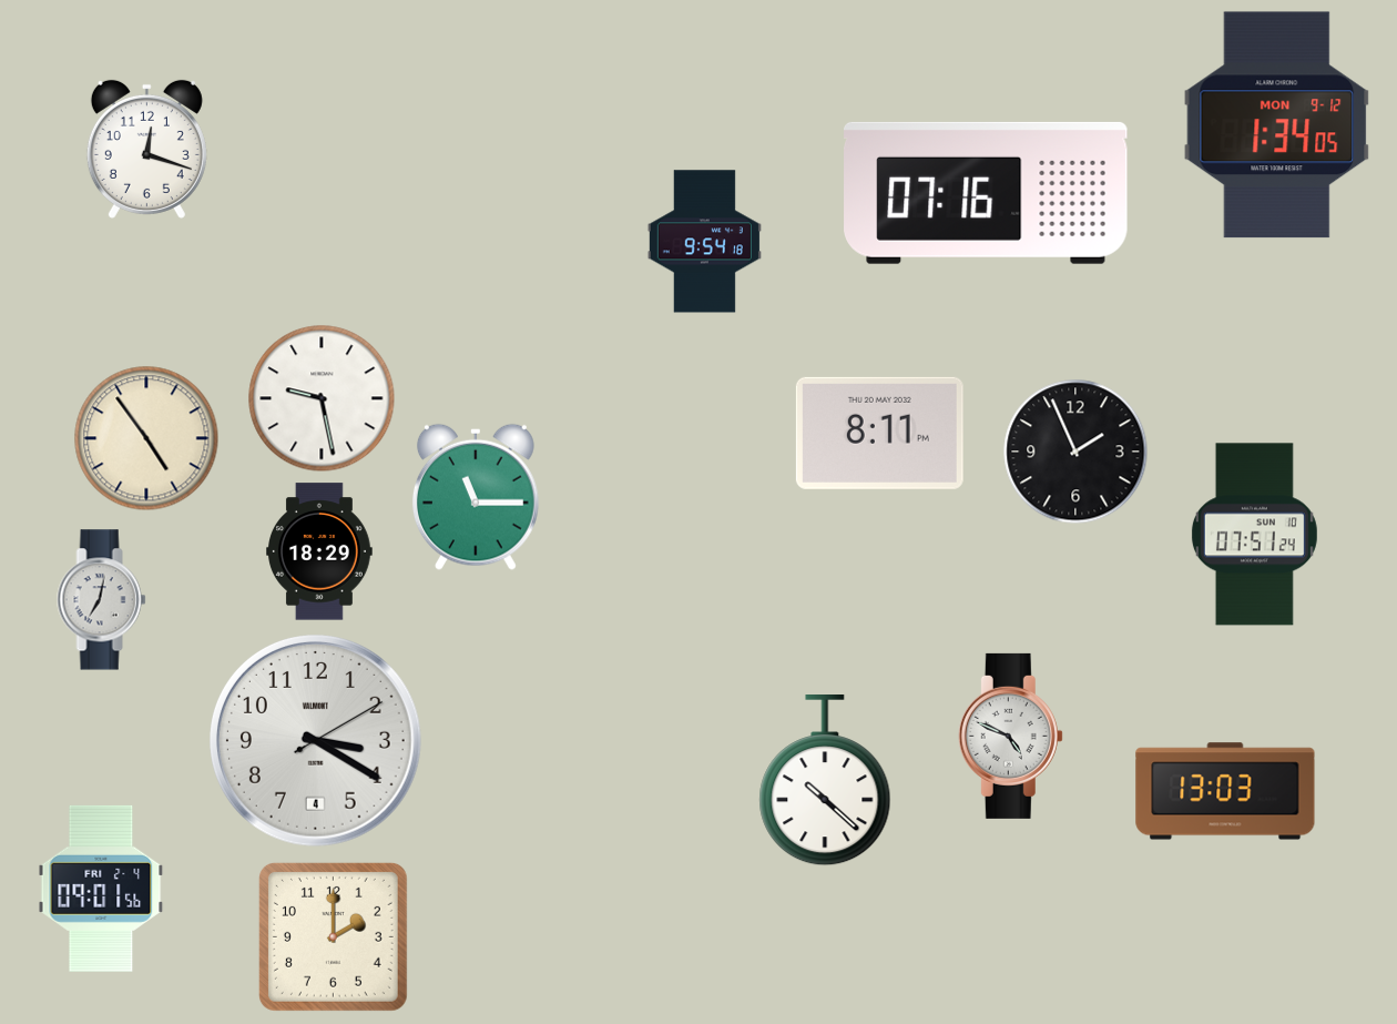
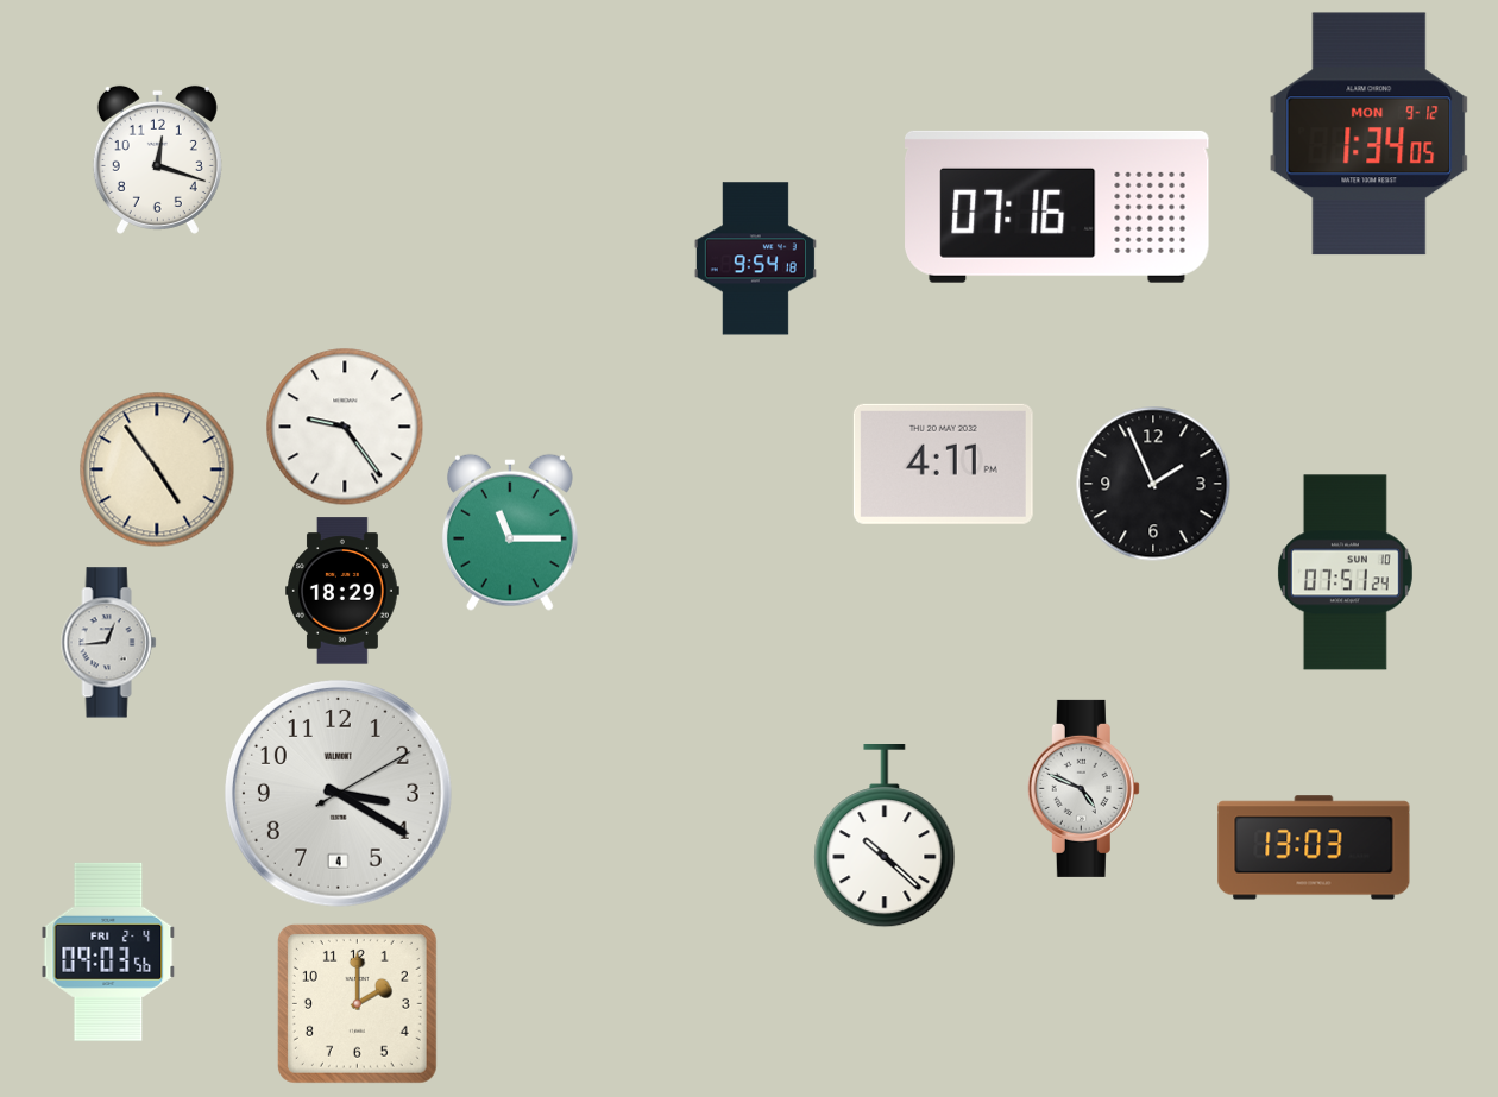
clock at (322, 398): 9:28 -> 9:24
clock at (879, 433): 8:11 -> 4:11
clock at (102, 600): 7:02 -> 12:44
clock at (101, 889): 09:01 -> 09:03
